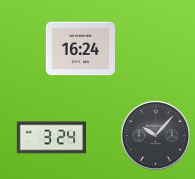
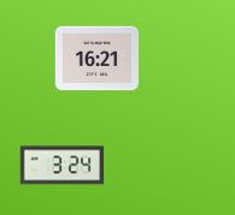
clock at (80, 49): 16:24 -> 16:21
clock at (155, 135): 10:07 -> none
